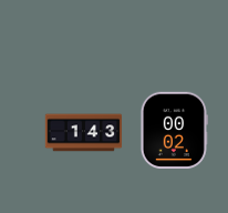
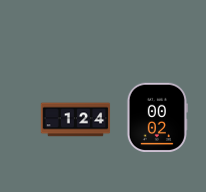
clock at (84, 133): 1:43 -> 1:24
